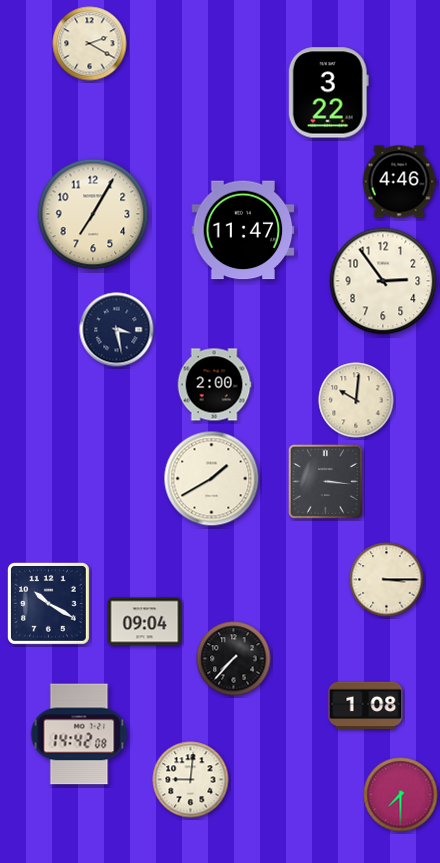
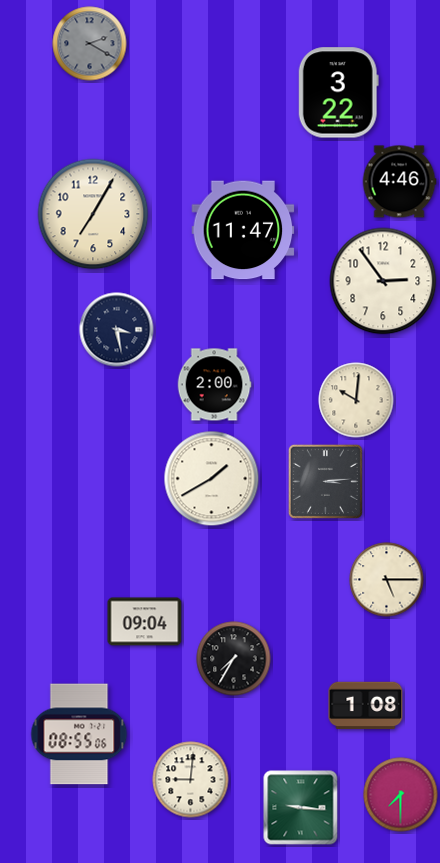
clock at (90, 44) dial: cream -> grey
clock at (328, 93) position: (328, 93) -> (338, 93)
clock at (325, 481): 3:16 -> 3:14
clock at (387, 580): 3:15 -> 5:15
clock at (48, 603): 10:20 -> none
clock at (234, 659): 7:37 -> 7:35
clock at (79, 734): 14:42 -> 08:55
clock at (301, 808): none -> 9:16
